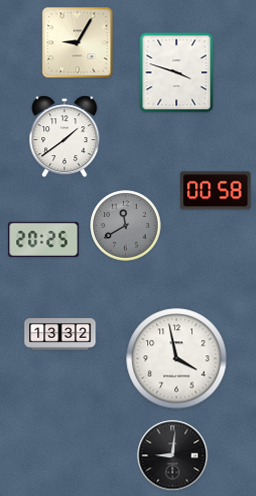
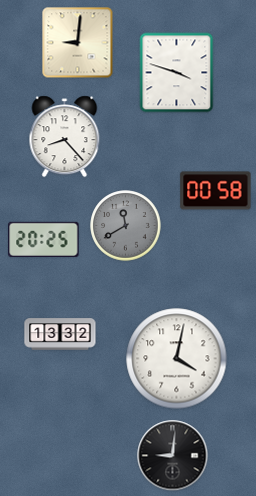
clock at (78, 43): 9:05 -> 9:01
clock at (65, 137): 1:39 -> 8:23
clock at (177, 359): 3:58 -> 4:02
